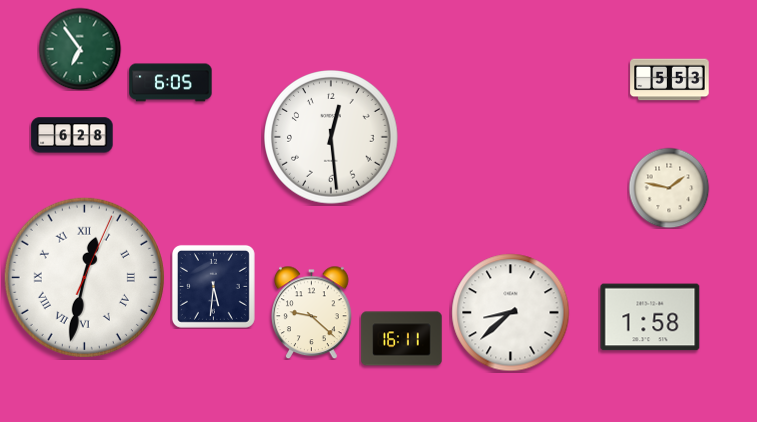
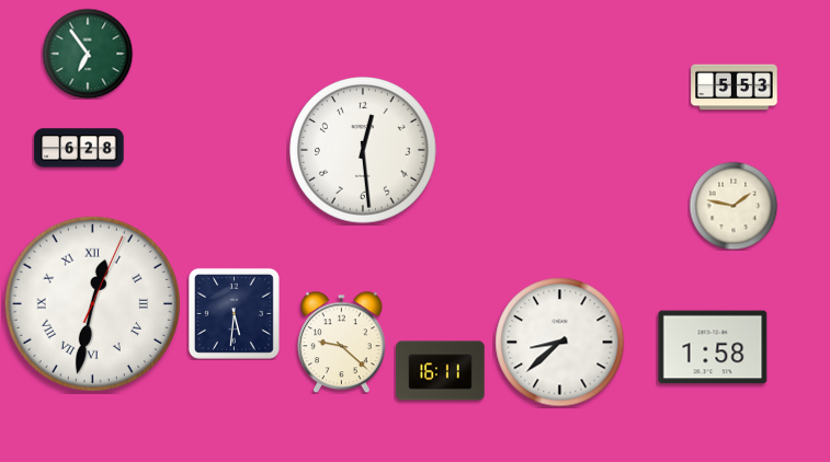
clock at (171, 83): 6:05 -> none
